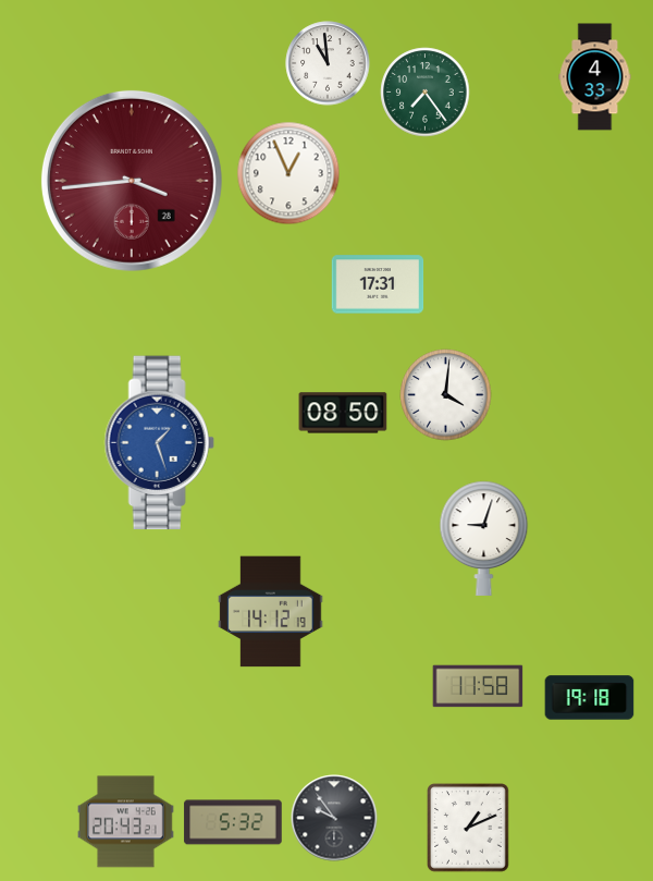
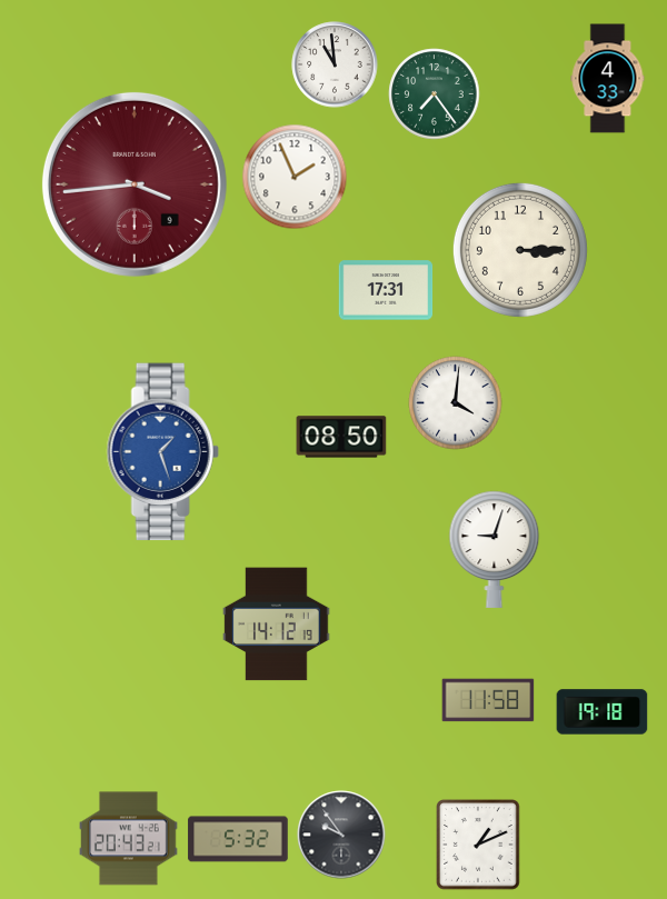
clock at (288, 173): 12:56 -> 1:56
clock at (132, 181) date: 28 -> 9
clock at (520, 250): none -> 3:15
clock at (343, 413) position: (343, 413) -> (341, 437)
